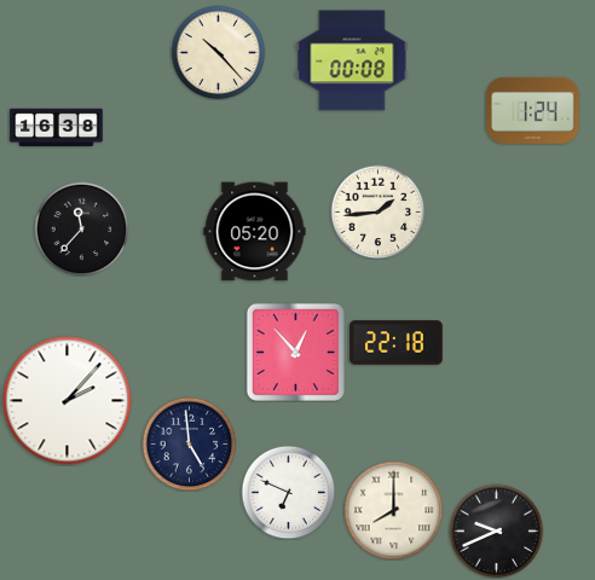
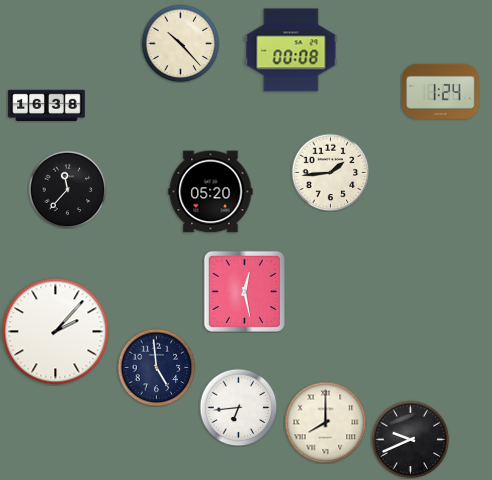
clock at (377, 211) position: (377, 211) -> (330, 172)
clock at (397, 343): 22:18 -> none
clock at (295, 352): 12:53 -> 12:28
clock at (288, 492): 6:49 -> 6:44
